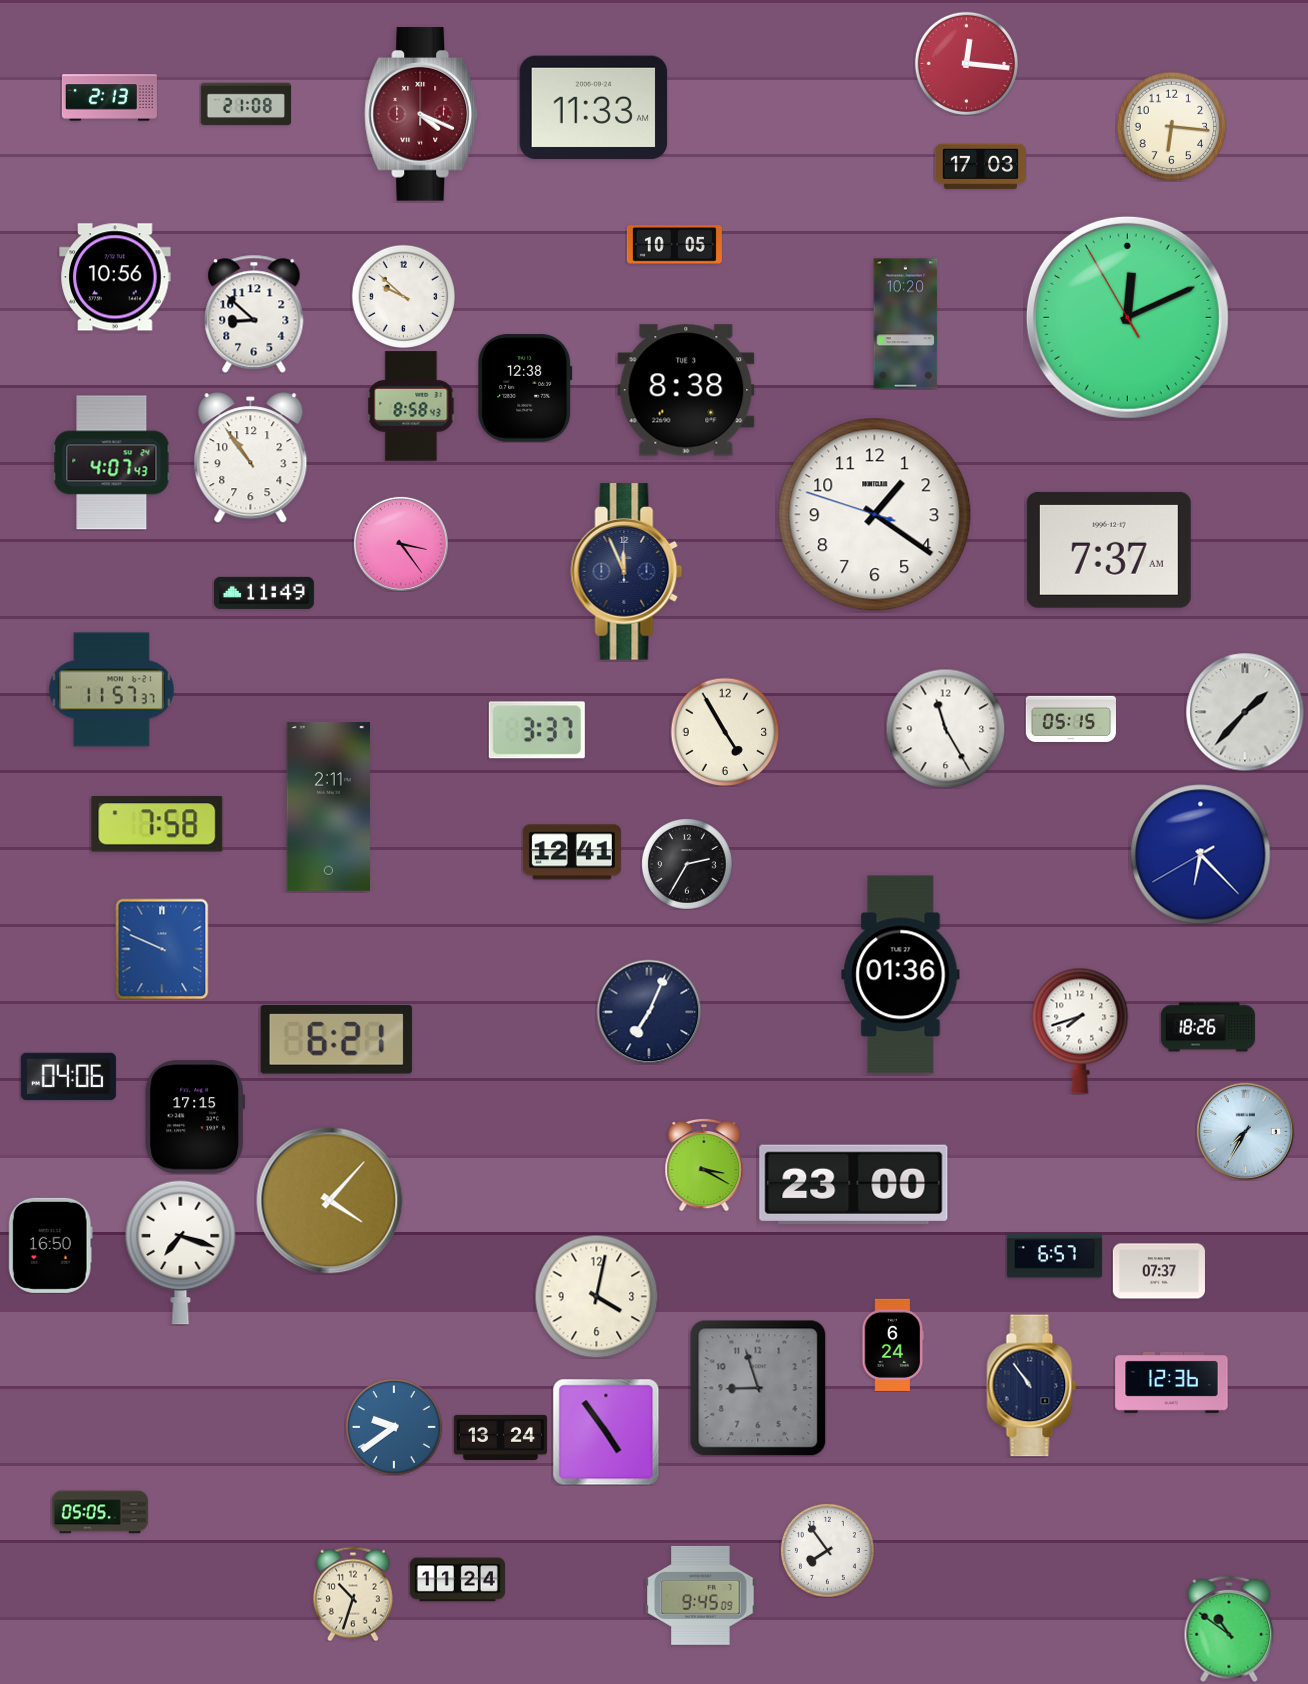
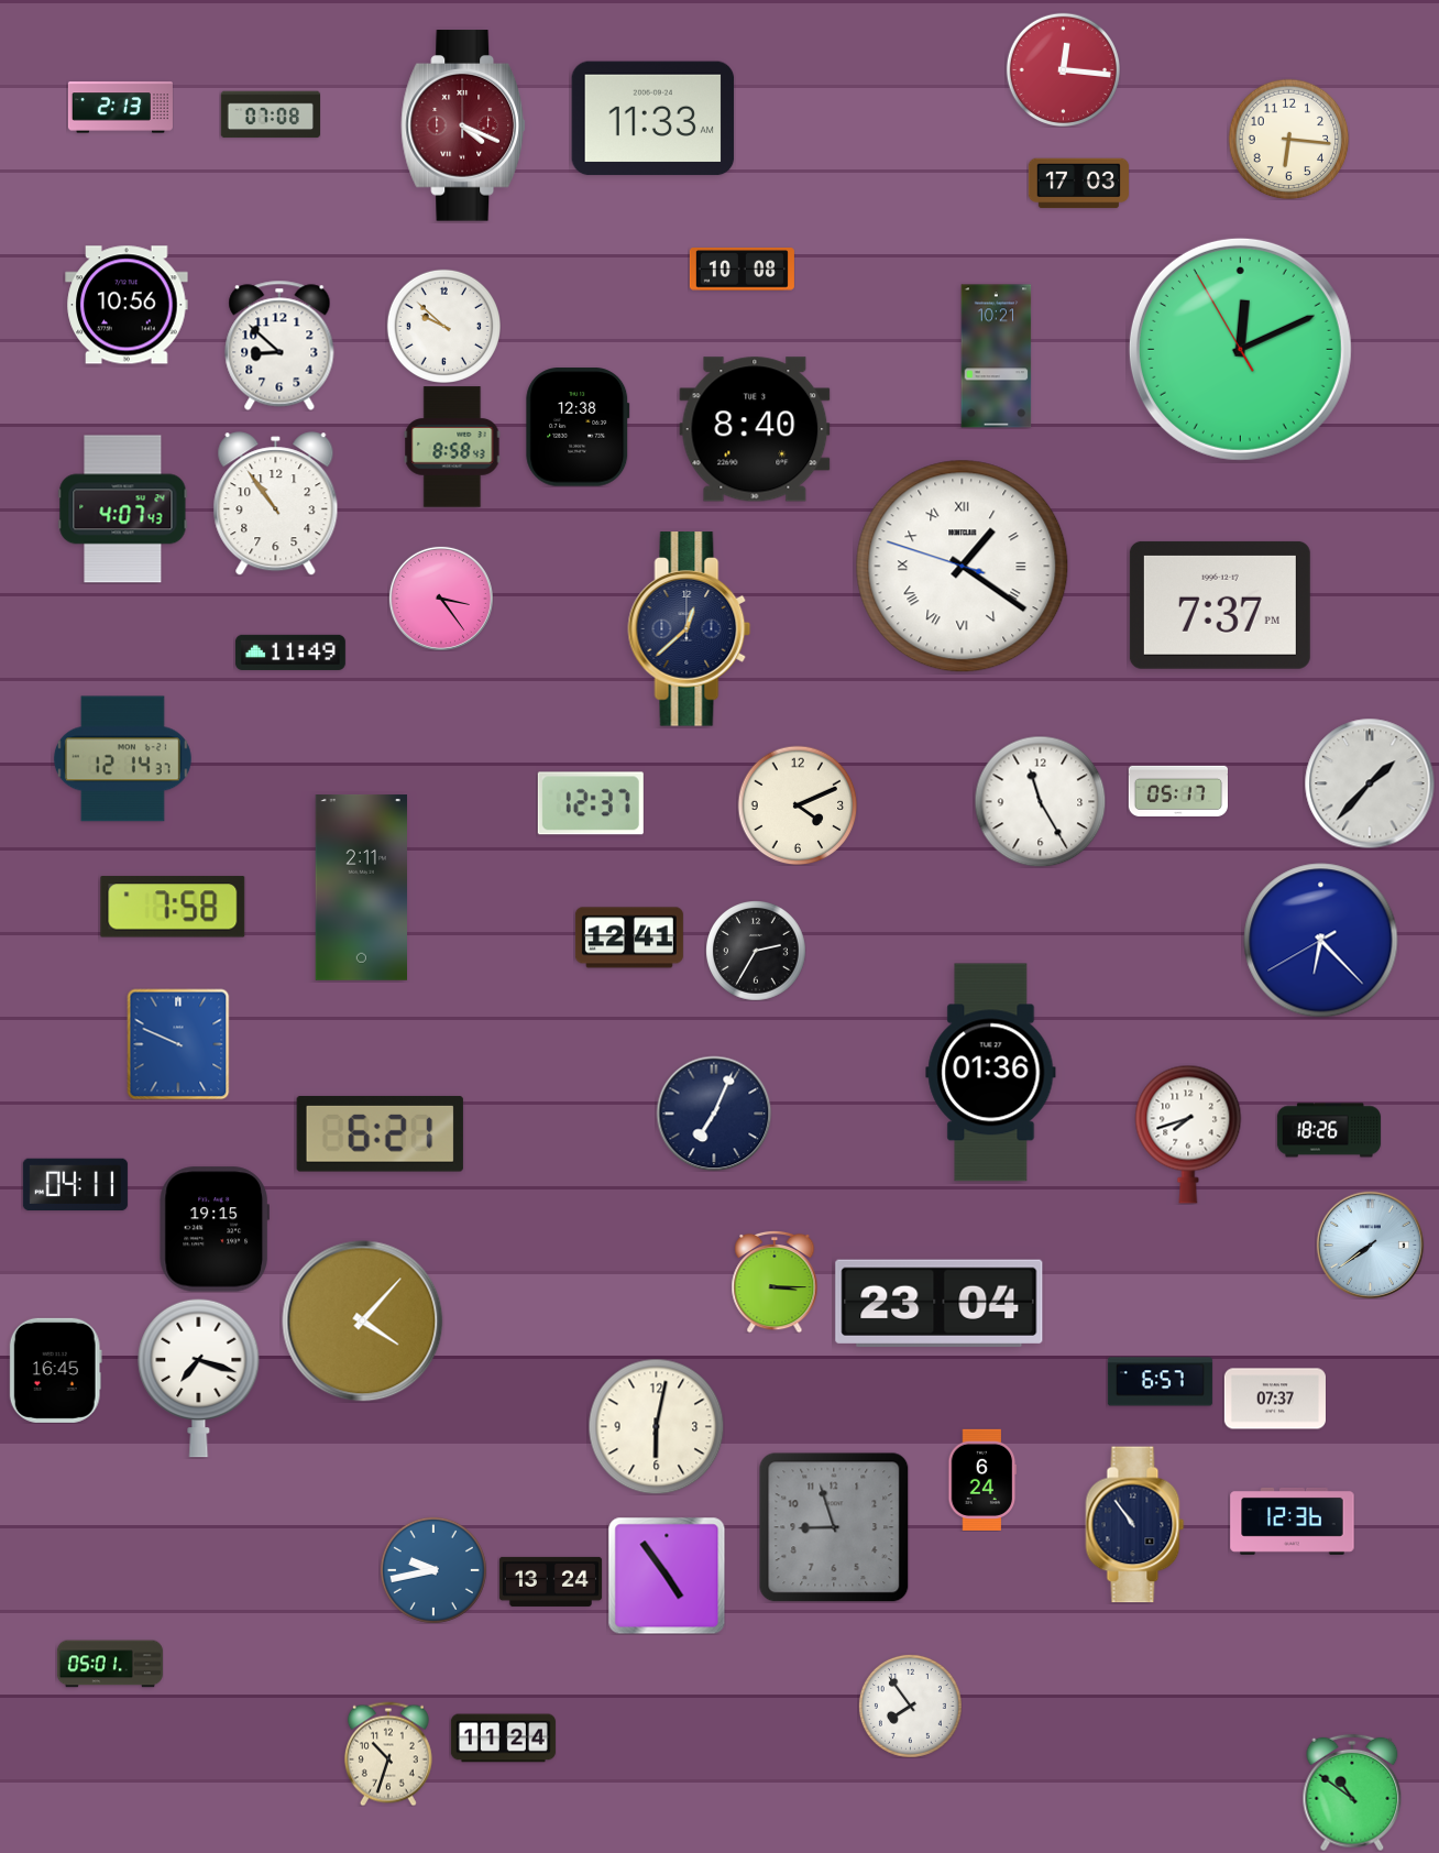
clock at (245, 104): 21:08 -> 07:08
clock at (674, 245): 10:05 -> 10:08
clock at (906, 324): 10:20 -> 10:21
clock at (686, 390): 8:38 -> 8:40
clock at (875, 515) numerals: Arabic -> Roman
clock at (1109, 550): 7:37 AM -> 7:37 PM
clock at (627, 572): 11:56 -> 12:38
clock at (111, 690): 11:57 -> 12:14
clock at (1070, 719): 05:15 -> 05:17
clock at (537, 730): 3:37 -> 12:37
clock at (725, 732): 4:55 -> 4:11
clock at (336, 1039) position: (336, 1039) -> (380, 1133)
clock at (68, 1077): 04:06 -> 04:11
clock at (195, 1117): 17:15 -> 19:15
clock at (1245, 1131): 7:35 -> 7:39
clock at (704, 1165): 3:20 -> 3:15
clock at (854, 1184): 23:00 -> 23:04
clock at (50, 1245): 16:50 -> 16:45
clock at (596, 1296): 4:02 -> 6:02
clock at (1172, 1382) position: (1172, 1382) -> (1293, 1521)
clock at (394, 1427): 9:39 -> 9:43
clock at (100, 1512): 05:05 -> 05:01
clock at (701, 1595): 9:45 -> none
